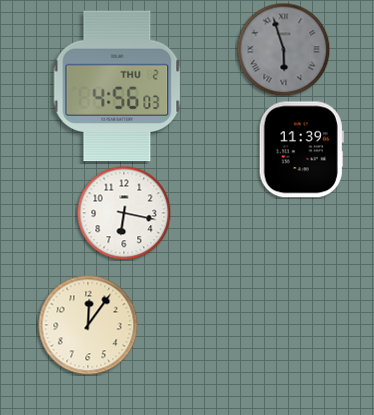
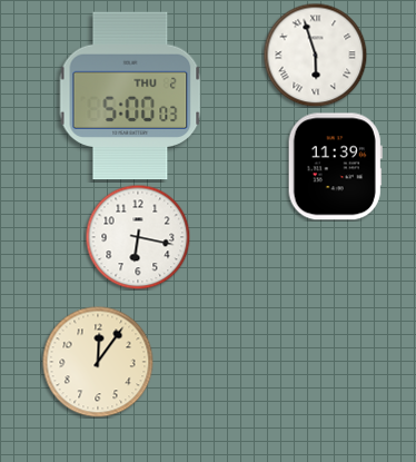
clock at (283, 49) dial: grey -> white
clock at (117, 86): 4:56 -> 5:00
